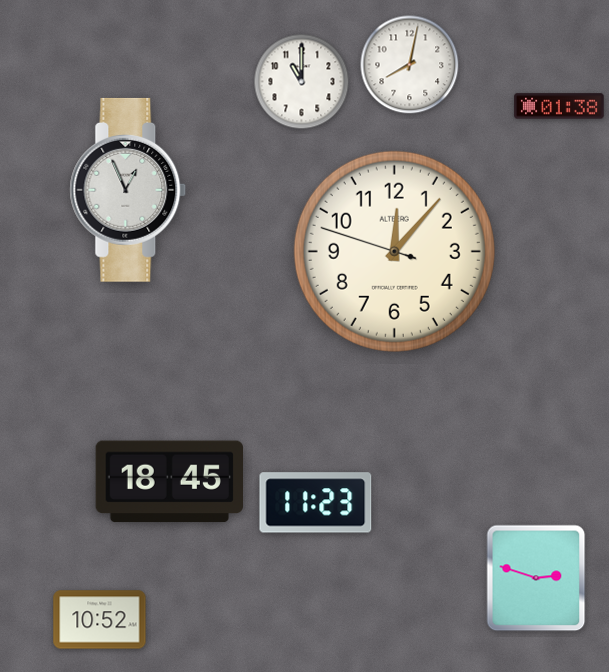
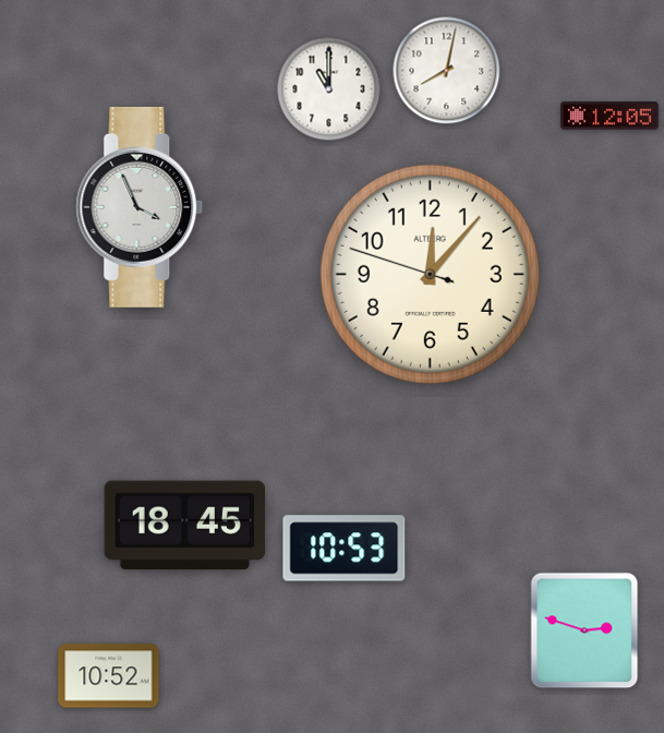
clock at (559, 106): 01:38 -> 12:05
clock at (128, 190): 12:56 -> 3:56
clock at (316, 503): 11:23 -> 10:53
